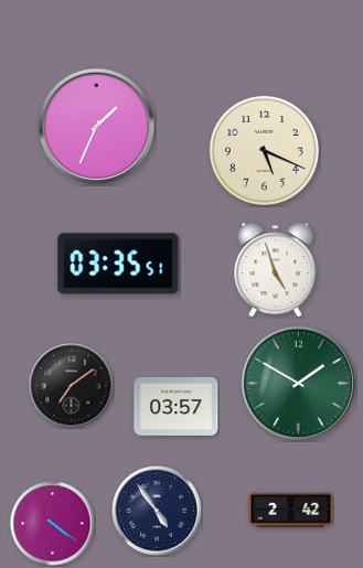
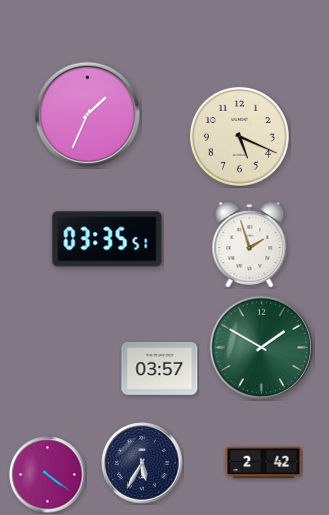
clock at (276, 270): 4:57 -> 1:57
clock at (299, 384) position: (299, 384) -> (262, 348)
clock at (72, 386): 7:09 -> none
clock at (157, 511): 4:54 -> 5:35
